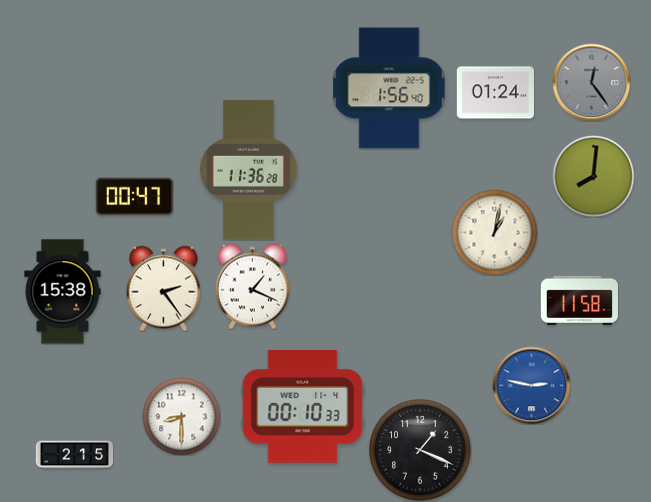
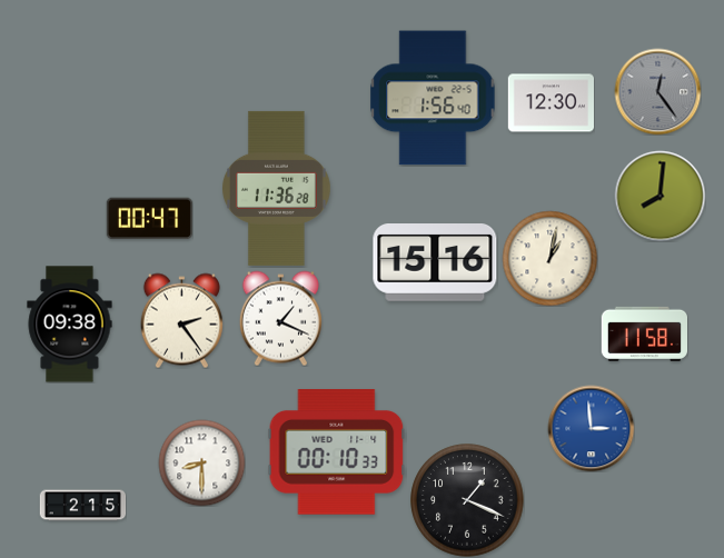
clock at (495, 93): 01:24 -> 12:30
clock at (435, 263): none -> 15:16
clock at (63, 292): 15:38 -> 09:38
clock at (531, 385): 2:47 -> 2:59
